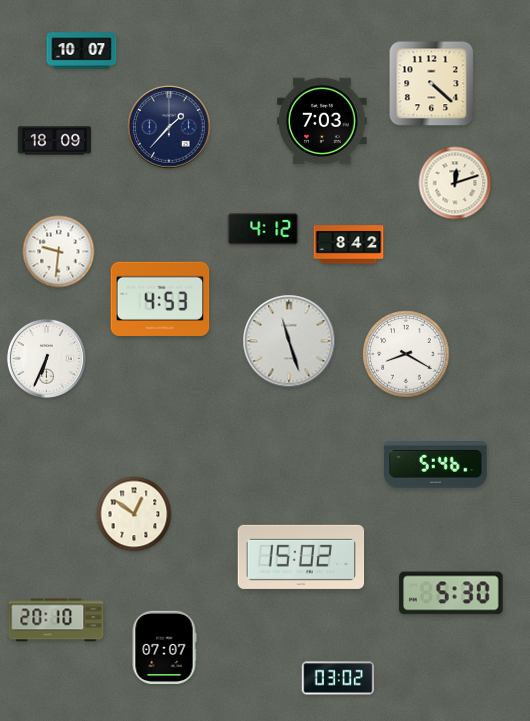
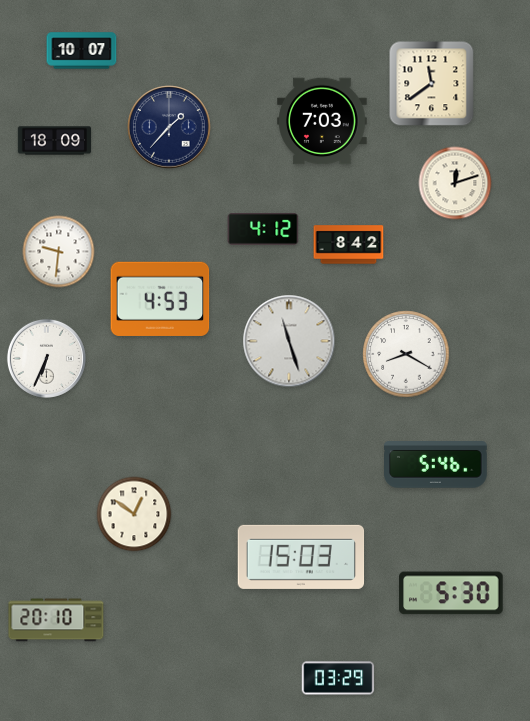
clock at (432, 84): 4:22 -> 11:39
clock at (301, 557): 15:02 -> 15:03
clock at (164, 647): 07:07 -> none
clock at (338, 678): 03:02 -> 03:29
